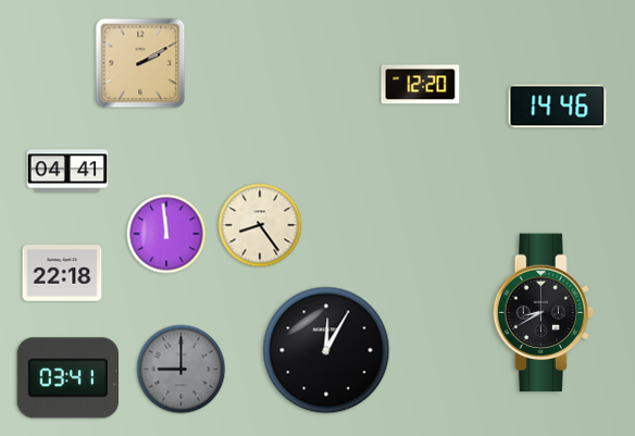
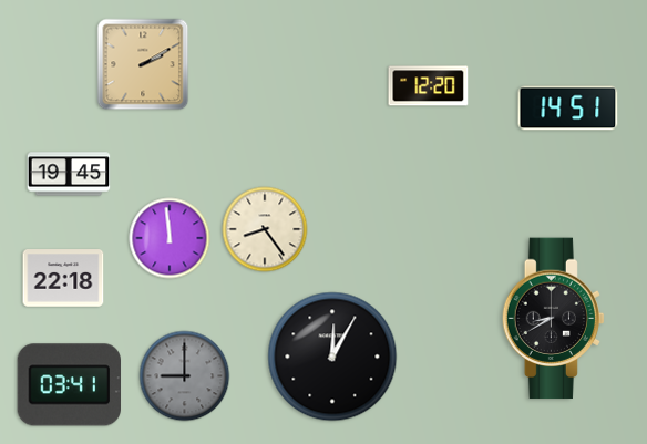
clock at (558, 107): 14:46 -> 14:51
clock at (67, 171): 04:41 -> 19:45
